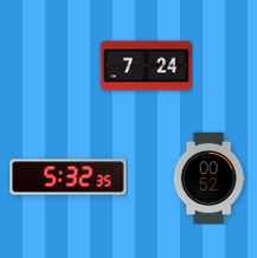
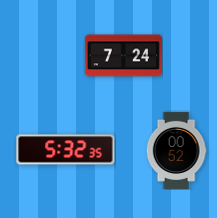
clock at (69, 178) position: (69, 178) -> (66, 150)
